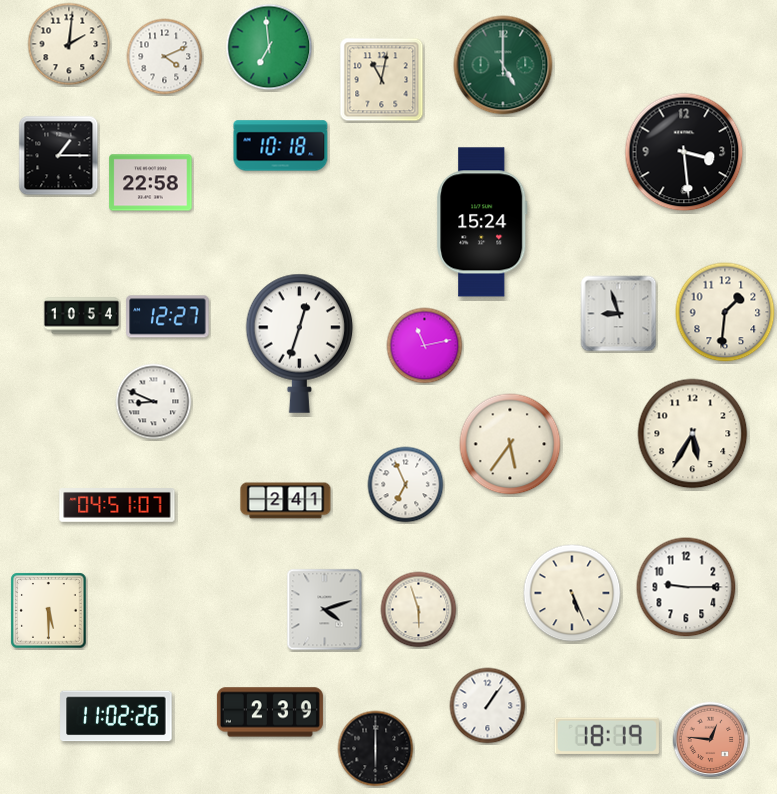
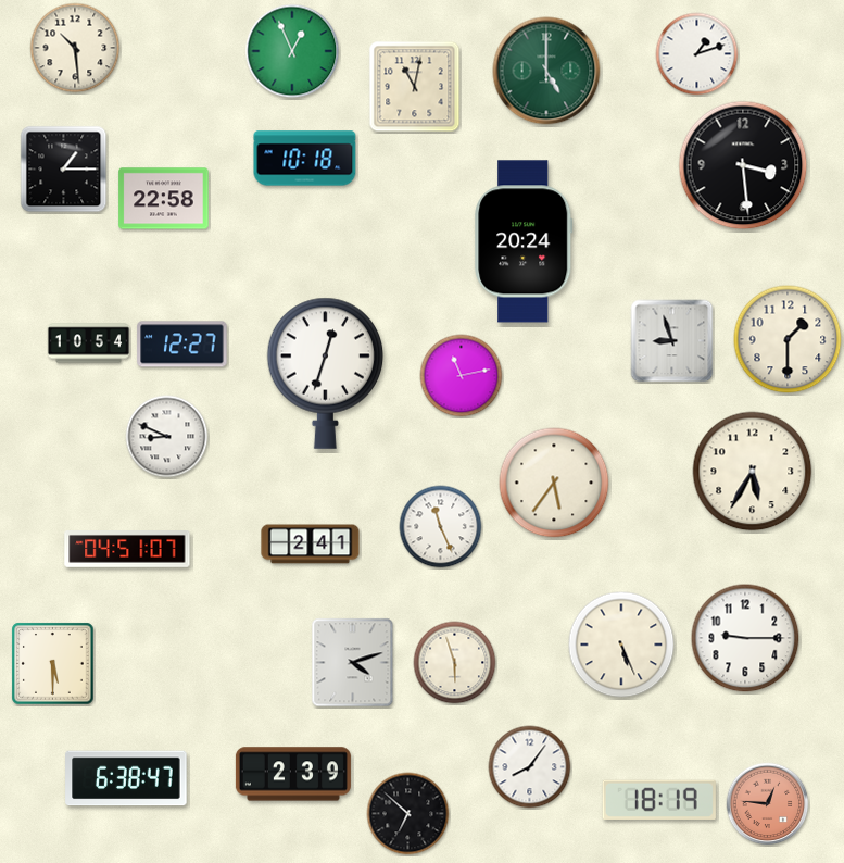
clock at (69, 44): 2:01 -> 10:29
clock at (269, 47): 6:59 -> 12:56
clock at (697, 54): none -> 1:12
clock at (165, 57): 4:11 -> none
clock at (482, 222): 15:24 -> 20:24
clock at (725, 312): 1:31 -> 1:30
clock at (406, 485): 6:56 -> 11:26
clock at (488, 706): 1:06 -> 8:06
clock at (116, 716): 11:02 -> 6:38
clock at (711, 740) position: (711, 740) -> (768, 804)
clock at (376, 749): 6:00 -> 6:52
